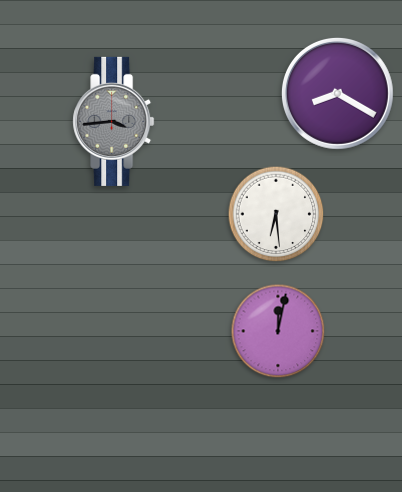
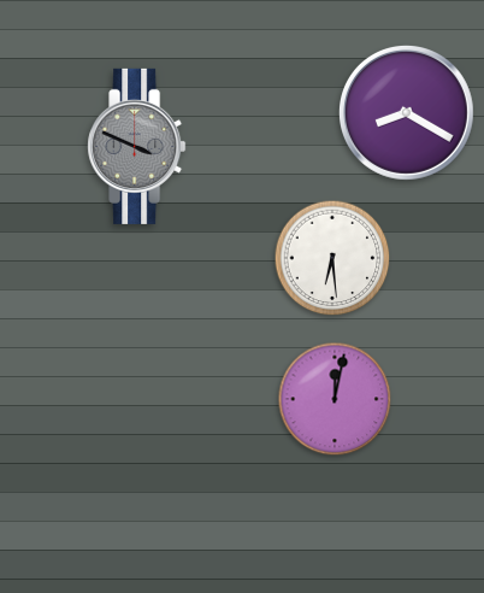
clock at (114, 121): 3:44 -> 3:49
